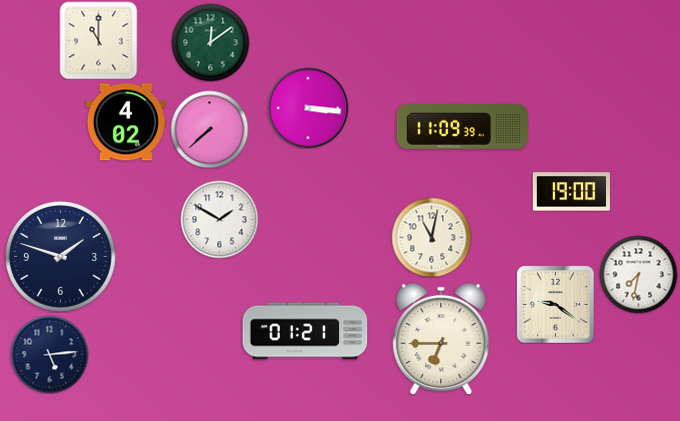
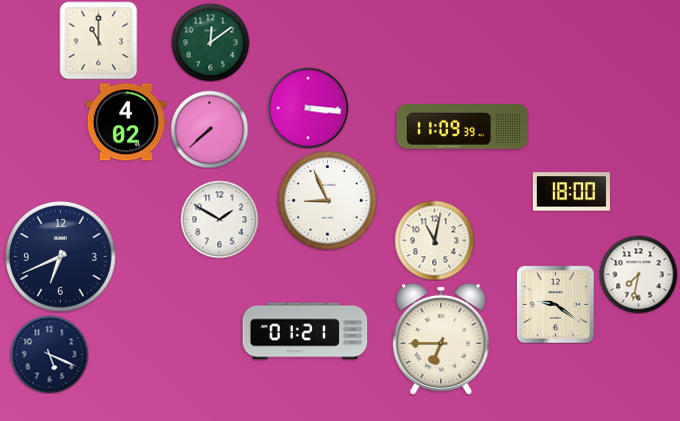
clock at (571, 192): 19:00 -> 18:00
clock at (328, 201): none -> 8:56
clock at (431, 237) position: (431, 237) -> (434, 240)
clock at (60, 256): 1:48 -> 6:41
clock at (49, 354): 5:14 -> 5:19
